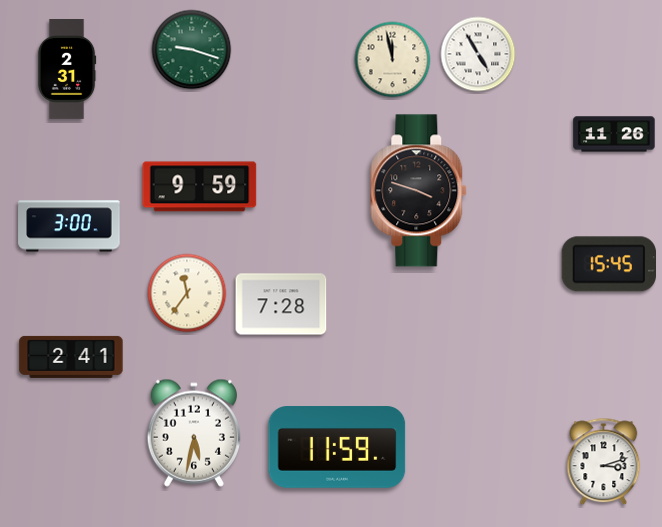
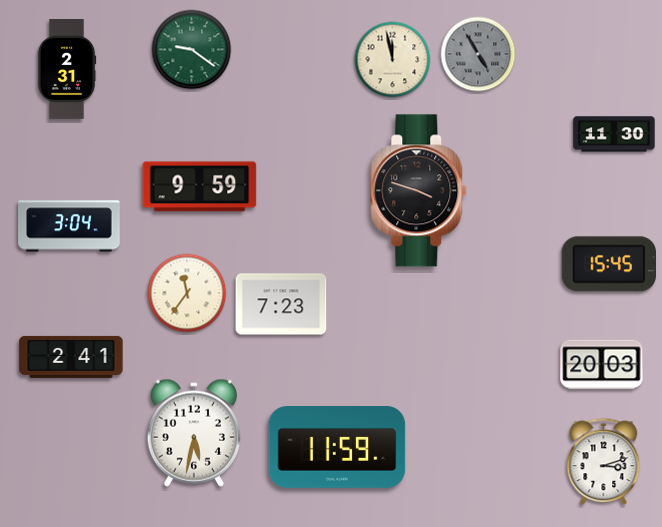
clock at (192, 50): 9:18 -> 9:21
clock at (478, 54) dial: white -> grey
clock at (614, 134): 11:26 -> 11:30
clock at (69, 226): 3:00 -> 3:04
clock at (281, 304): 7:28 -> 7:23
clock at (602, 365): none -> 20:03
